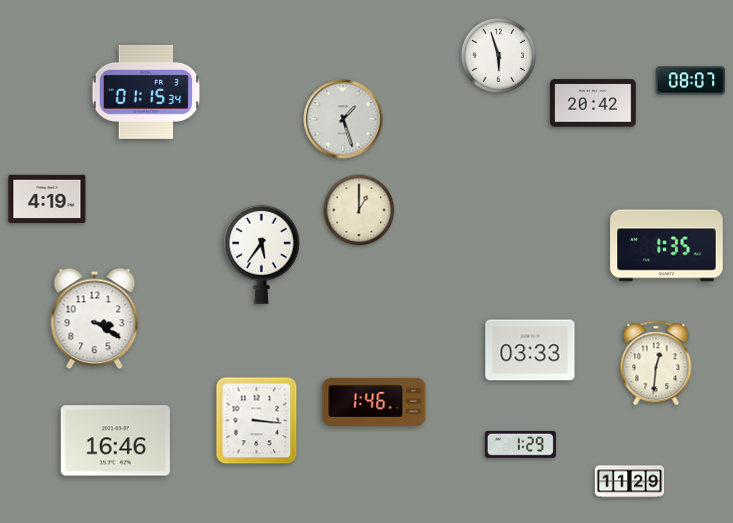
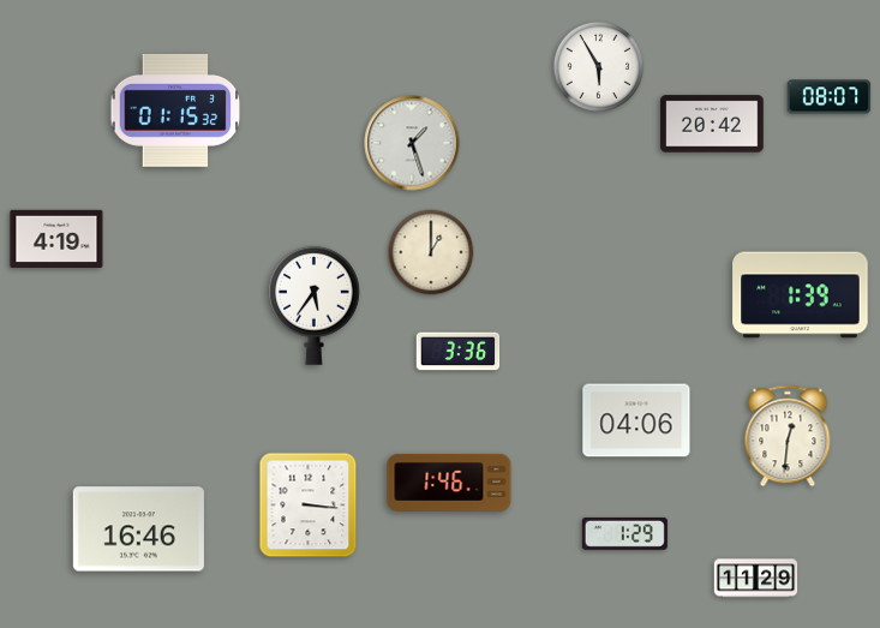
clock at (498, 55): 5:57 -> 5:55
clock at (146, 92): 01:15:34 -> 01:15:32
clock at (667, 246): 1:35 -> 1:39
clock at (459, 352): none -> 3:36
clock at (95, 319): 3:20 -> none
clock at (530, 350): 03:33 -> 04:06
